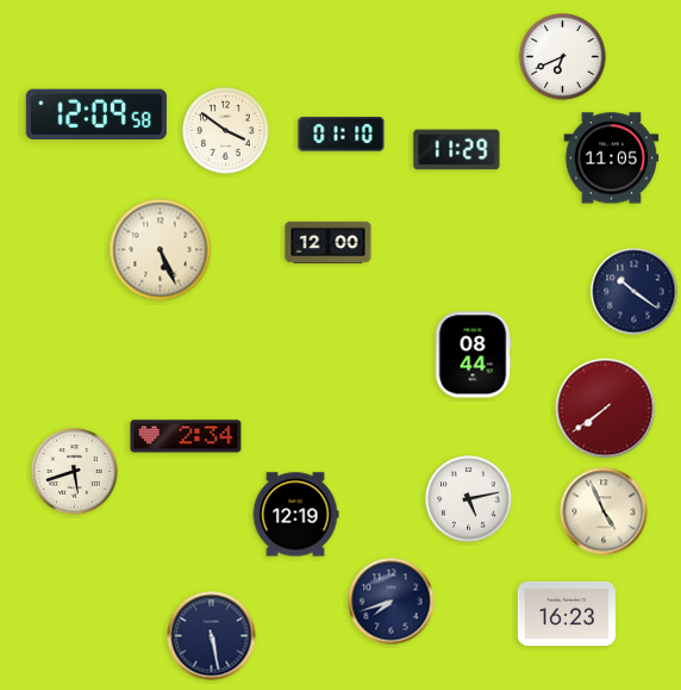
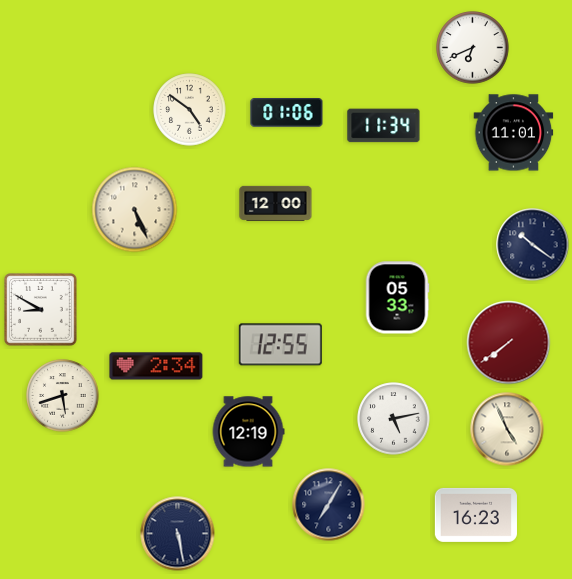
clock at (96, 114): 12:09 -> none
clock at (226, 131): 3:51 -> 4:51
clock at (342, 135): 01:10 -> 01:06
clock at (457, 150): 11:29 -> 11:34
clock at (612, 158): 11:05 -> 11:01
clock at (473, 355): 08:44 -> 05:33
clock at (41, 310): none -> 8:50
clock at (280, 345): none -> 12:55
clock at (392, 602): 7:42 -> 7:05
